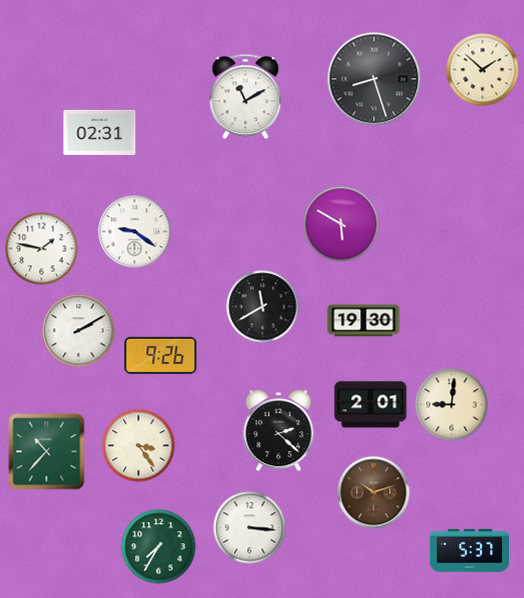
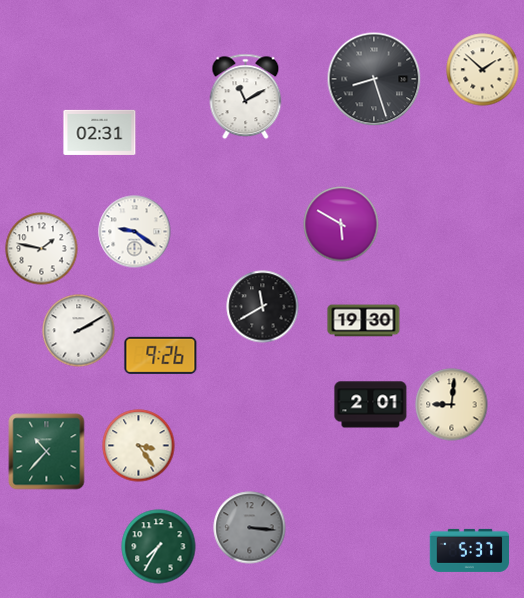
clock at (279, 431): 2:22 -> none
clock at (374, 493): 10:12 -> none
clock at (250, 528) dial: white -> grey
